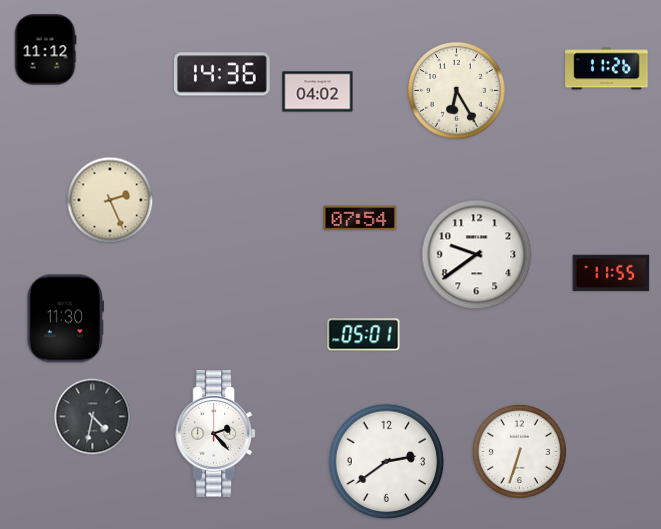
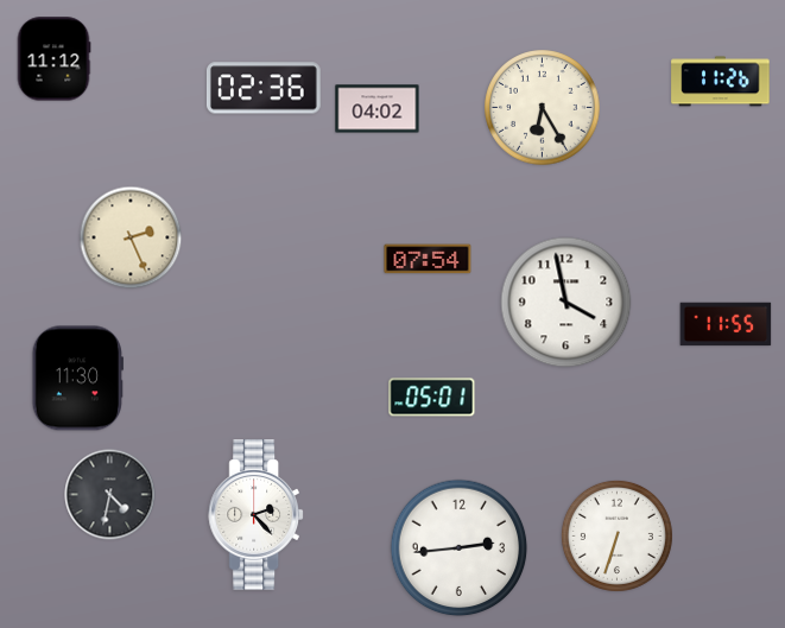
clock at (222, 74): 14:36 -> 02:36
clock at (477, 255): 9:39 -> 3:58
clock at (387, 462): 2:39 -> 2:44
